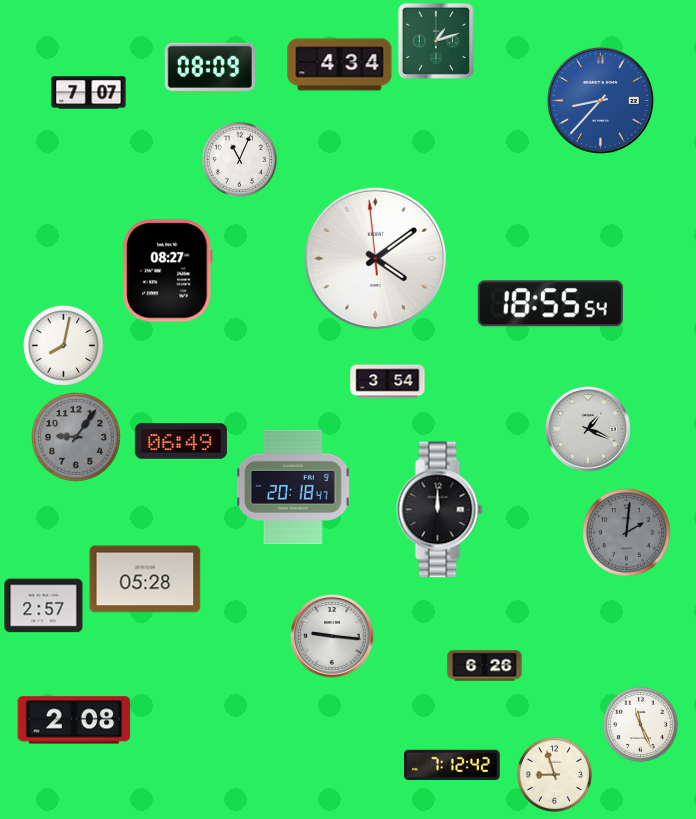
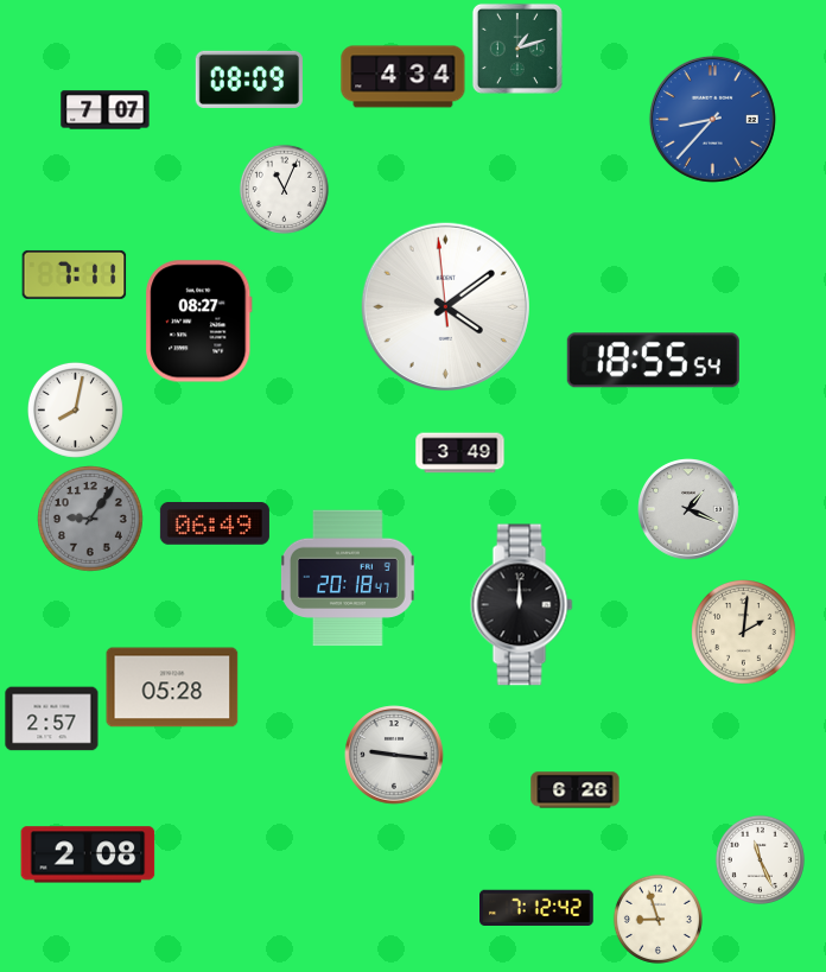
clock at (75, 274): none -> 7:11
clock at (388, 382): 3:54 -> 3:49
clock at (588, 429) position: (588, 429) -> (688, 509)
clock at (627, 533) dial: grey -> cream
